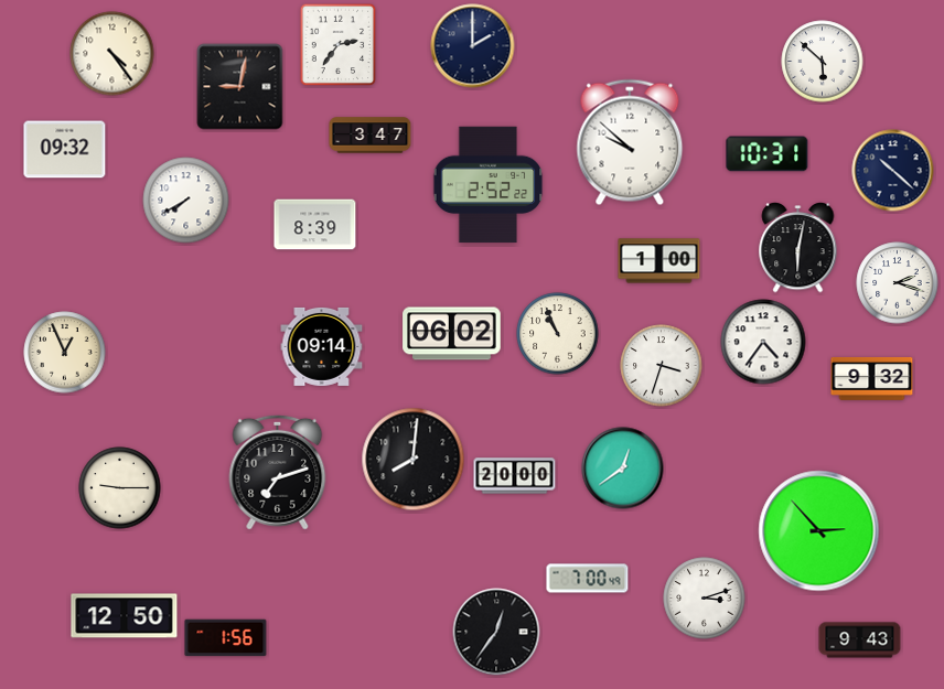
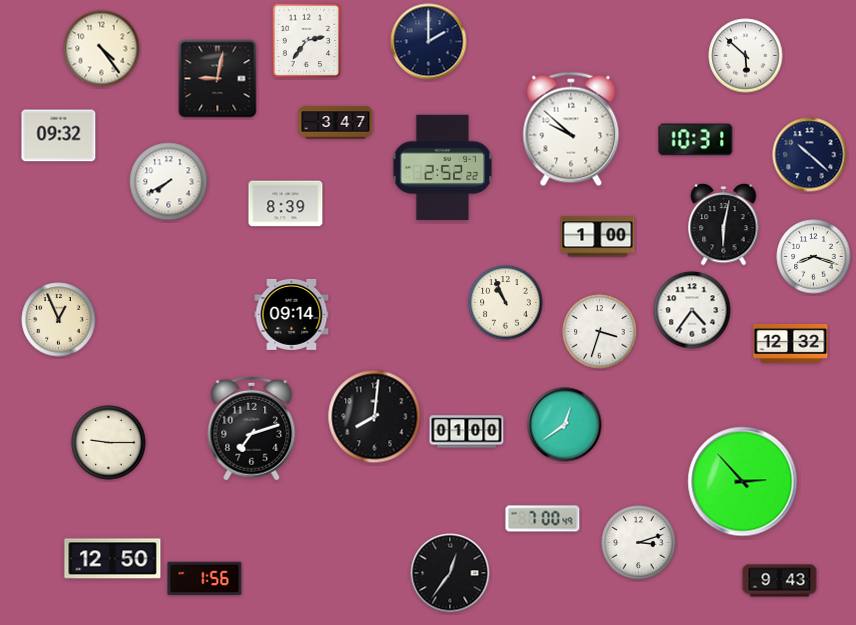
clock at (898, 283): 2:18 -> 8:18
clock at (452, 334): 06:02 -> none
clock at (872, 379): 9:32 -> 12:32
clock at (515, 476): 20:00 -> 01:00
clock at (588, 579) position: (588, 579) -> (543, 519)
